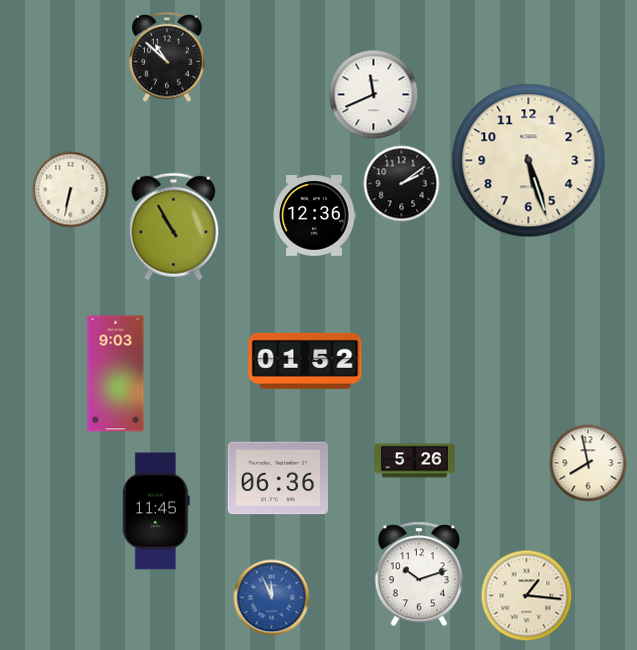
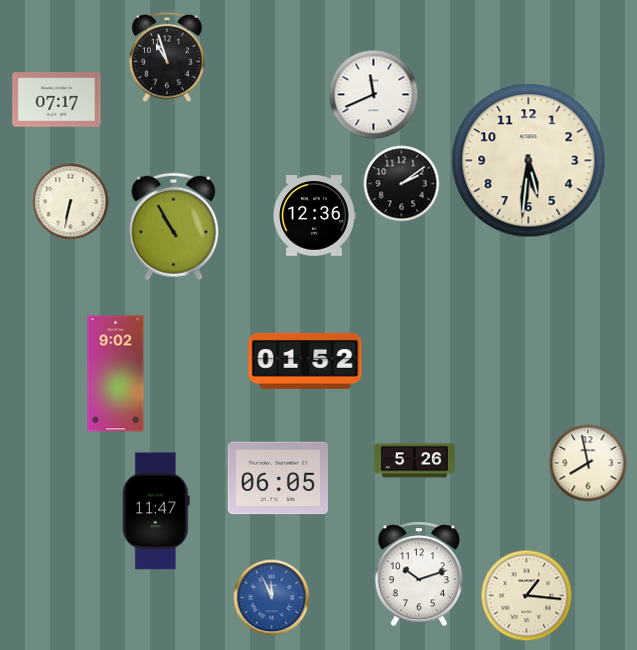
clock at (167, 57): 10:52 -> 10:57
clock at (57, 100): none -> 07:17
clock at (529, 161): 5:27 -> 5:31
clock at (71, 190) position: (71, 190) -> (71, 202)
clock at (116, 374): 9:03 -> 9:02
clock at (277, 478): 06:36 -> 06:05
clock at (156, 511): 11:45 -> 11:47
